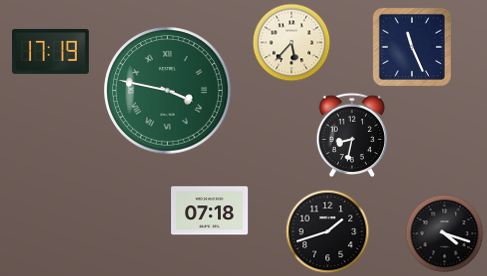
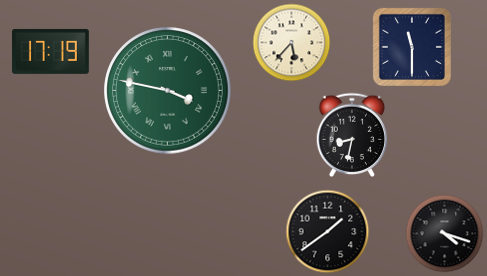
clock at (412, 47): 11:26 -> 11:30
clock at (210, 211): 07:18 -> none
clock at (327, 231): 1:42 -> 1:39
